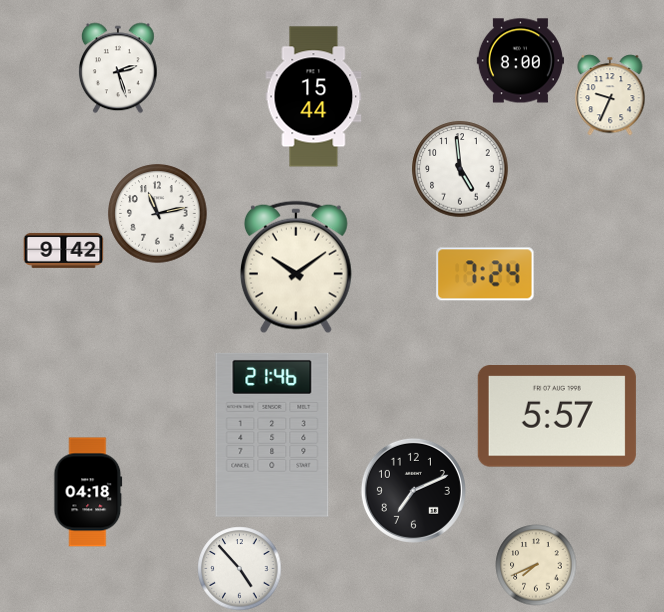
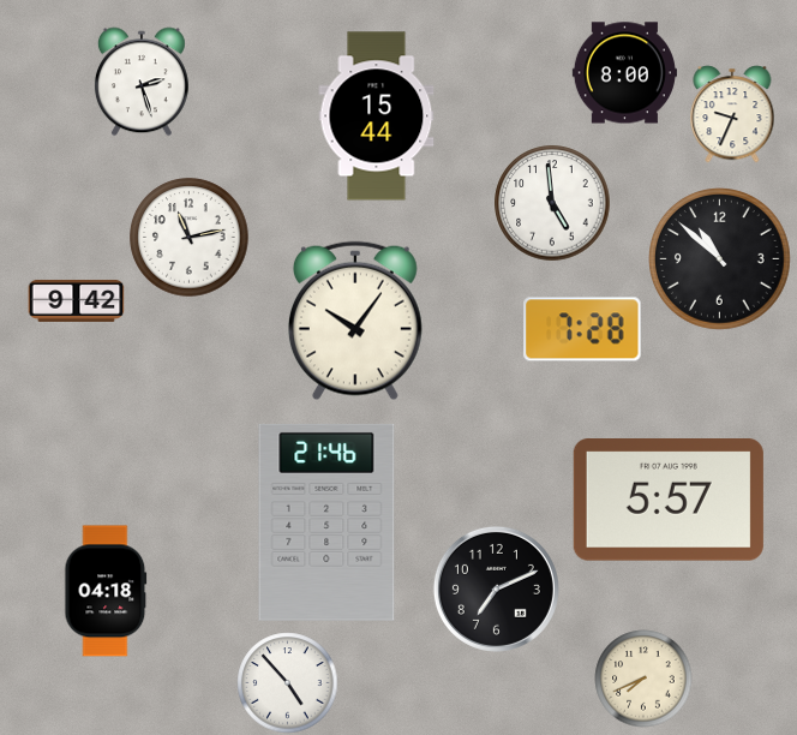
clock at (158, 214) position: (158, 214) -> (190, 238)
clock at (720, 259): none -> 10:52
clock at (296, 267): 10:09 -> 10:06
clock at (485, 274): 7:24 -> 7:28
